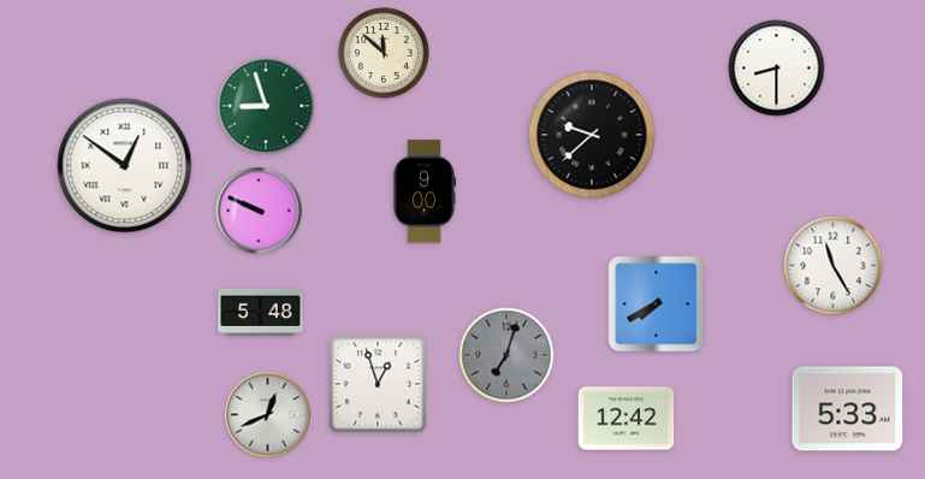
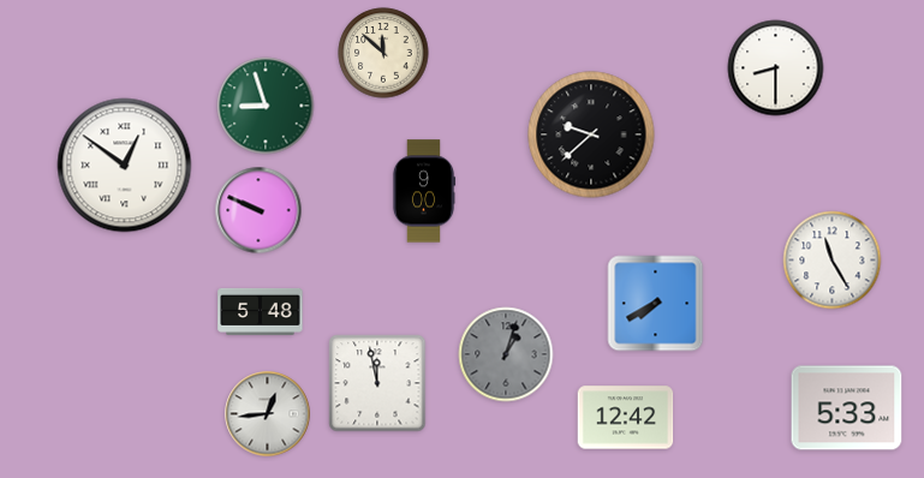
clock at (834, 266) position: (834, 266) -> (833, 261)
clock at (506, 355): 7:03 -> 1:03
clock at (378, 384): 12:57 -> 11:58
clock at (268, 415): 12:41 -> 12:44
